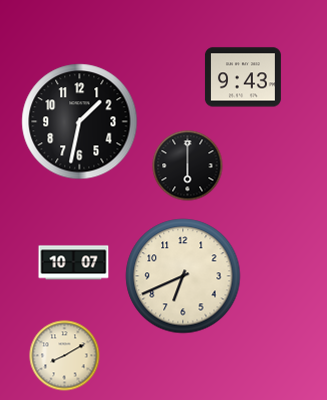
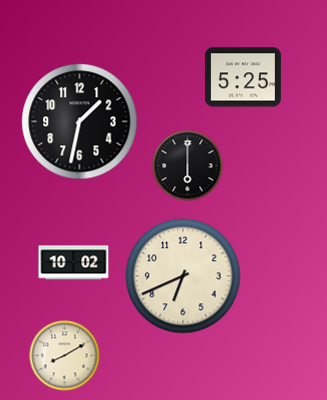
clock at (243, 77): 9:43 -> 5:25
clock at (74, 263): 10:07 -> 10:02
